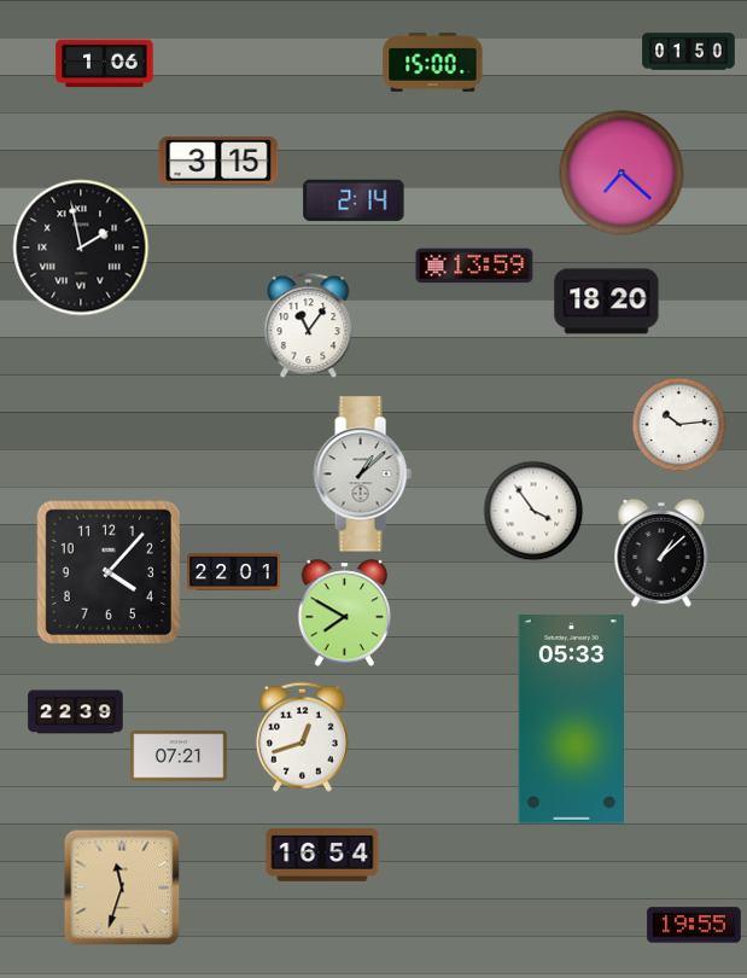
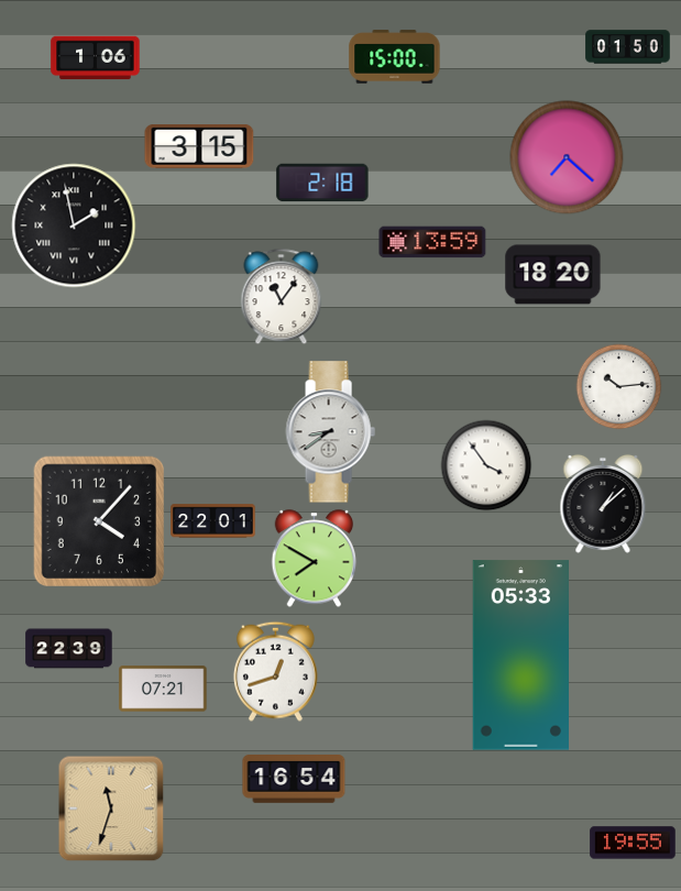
clock at (354, 200): 2:14 -> 2:18
clock at (362, 475): 1:08 -> 8:39
